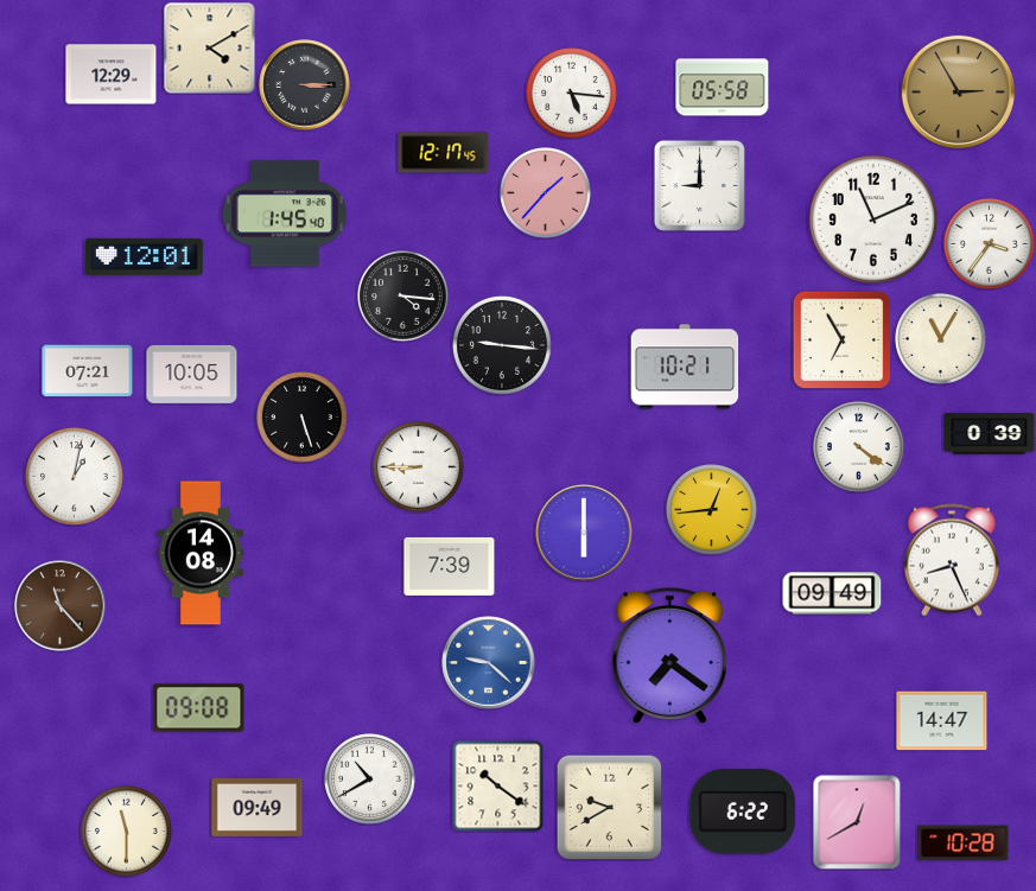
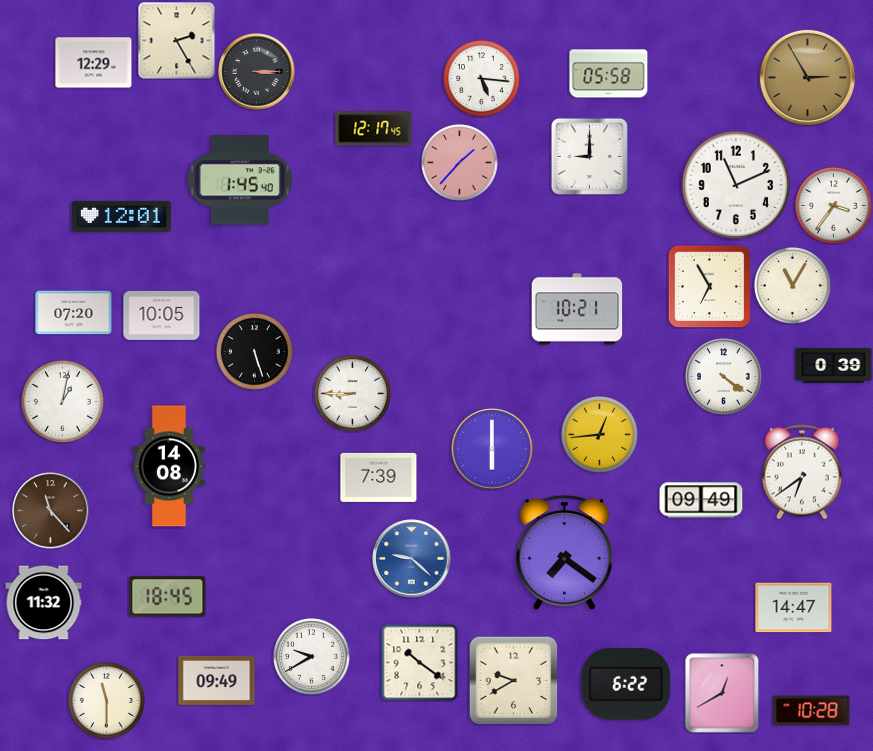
clock at (210, 49): 4:10 -> 2:25
clock at (403, 297): 4:16 -> none
clock at (502, 345): 9:16 -> none
clock at (88, 371): 07:21 -> 07:20
clock at (712, 510) position: (712, 510) -> (600, 435)
clock at (952, 560): 8:26 -> 6:39
clock at (199, 708): 09:08 -> 18:45
clock at (44, 603): none -> 11:32
clock at (370, 779): 10:40 -> 9:40
